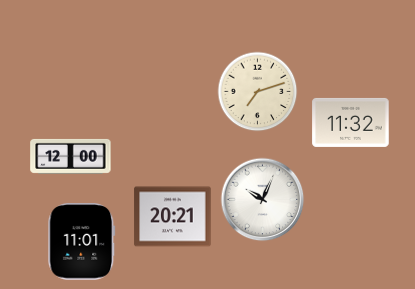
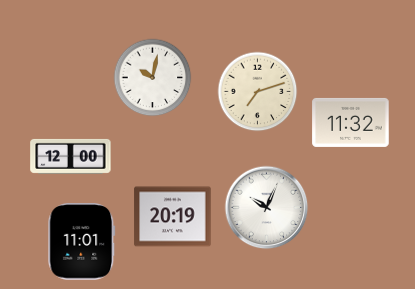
clock at (152, 77): none -> 10:02
clock at (262, 199) position: (262, 199) -> (266, 207)
clock at (173, 217): 20:21 -> 20:19
